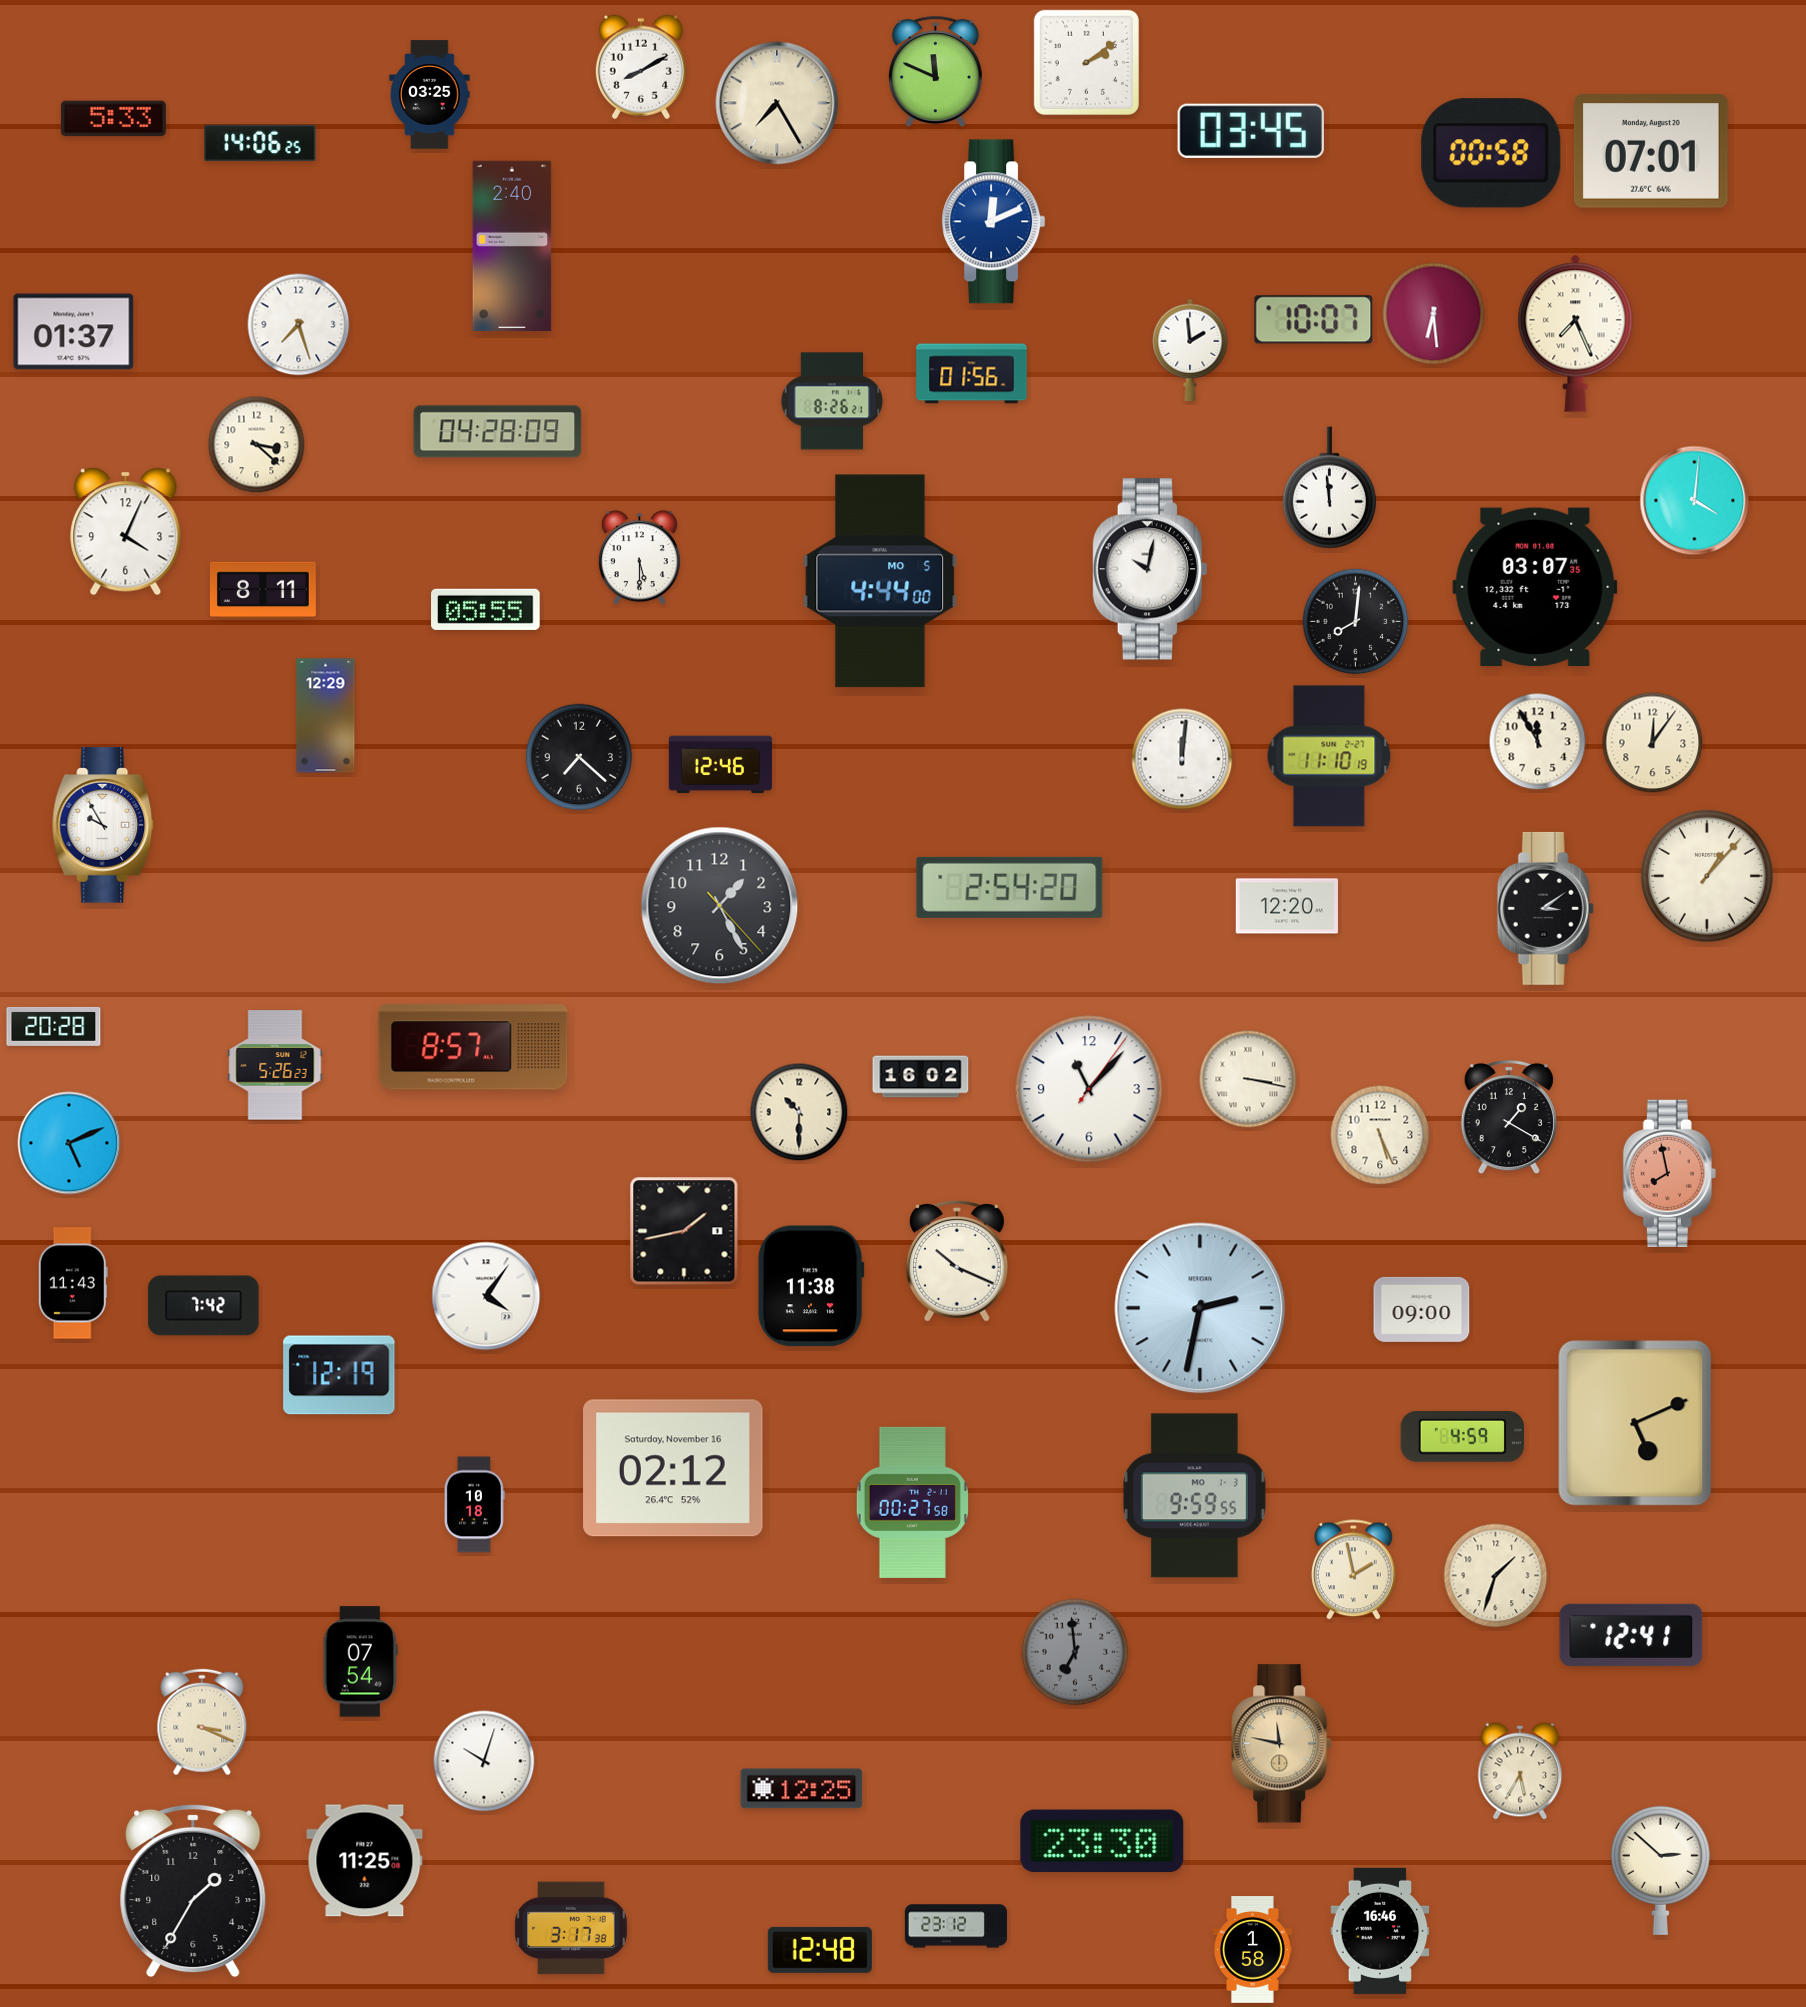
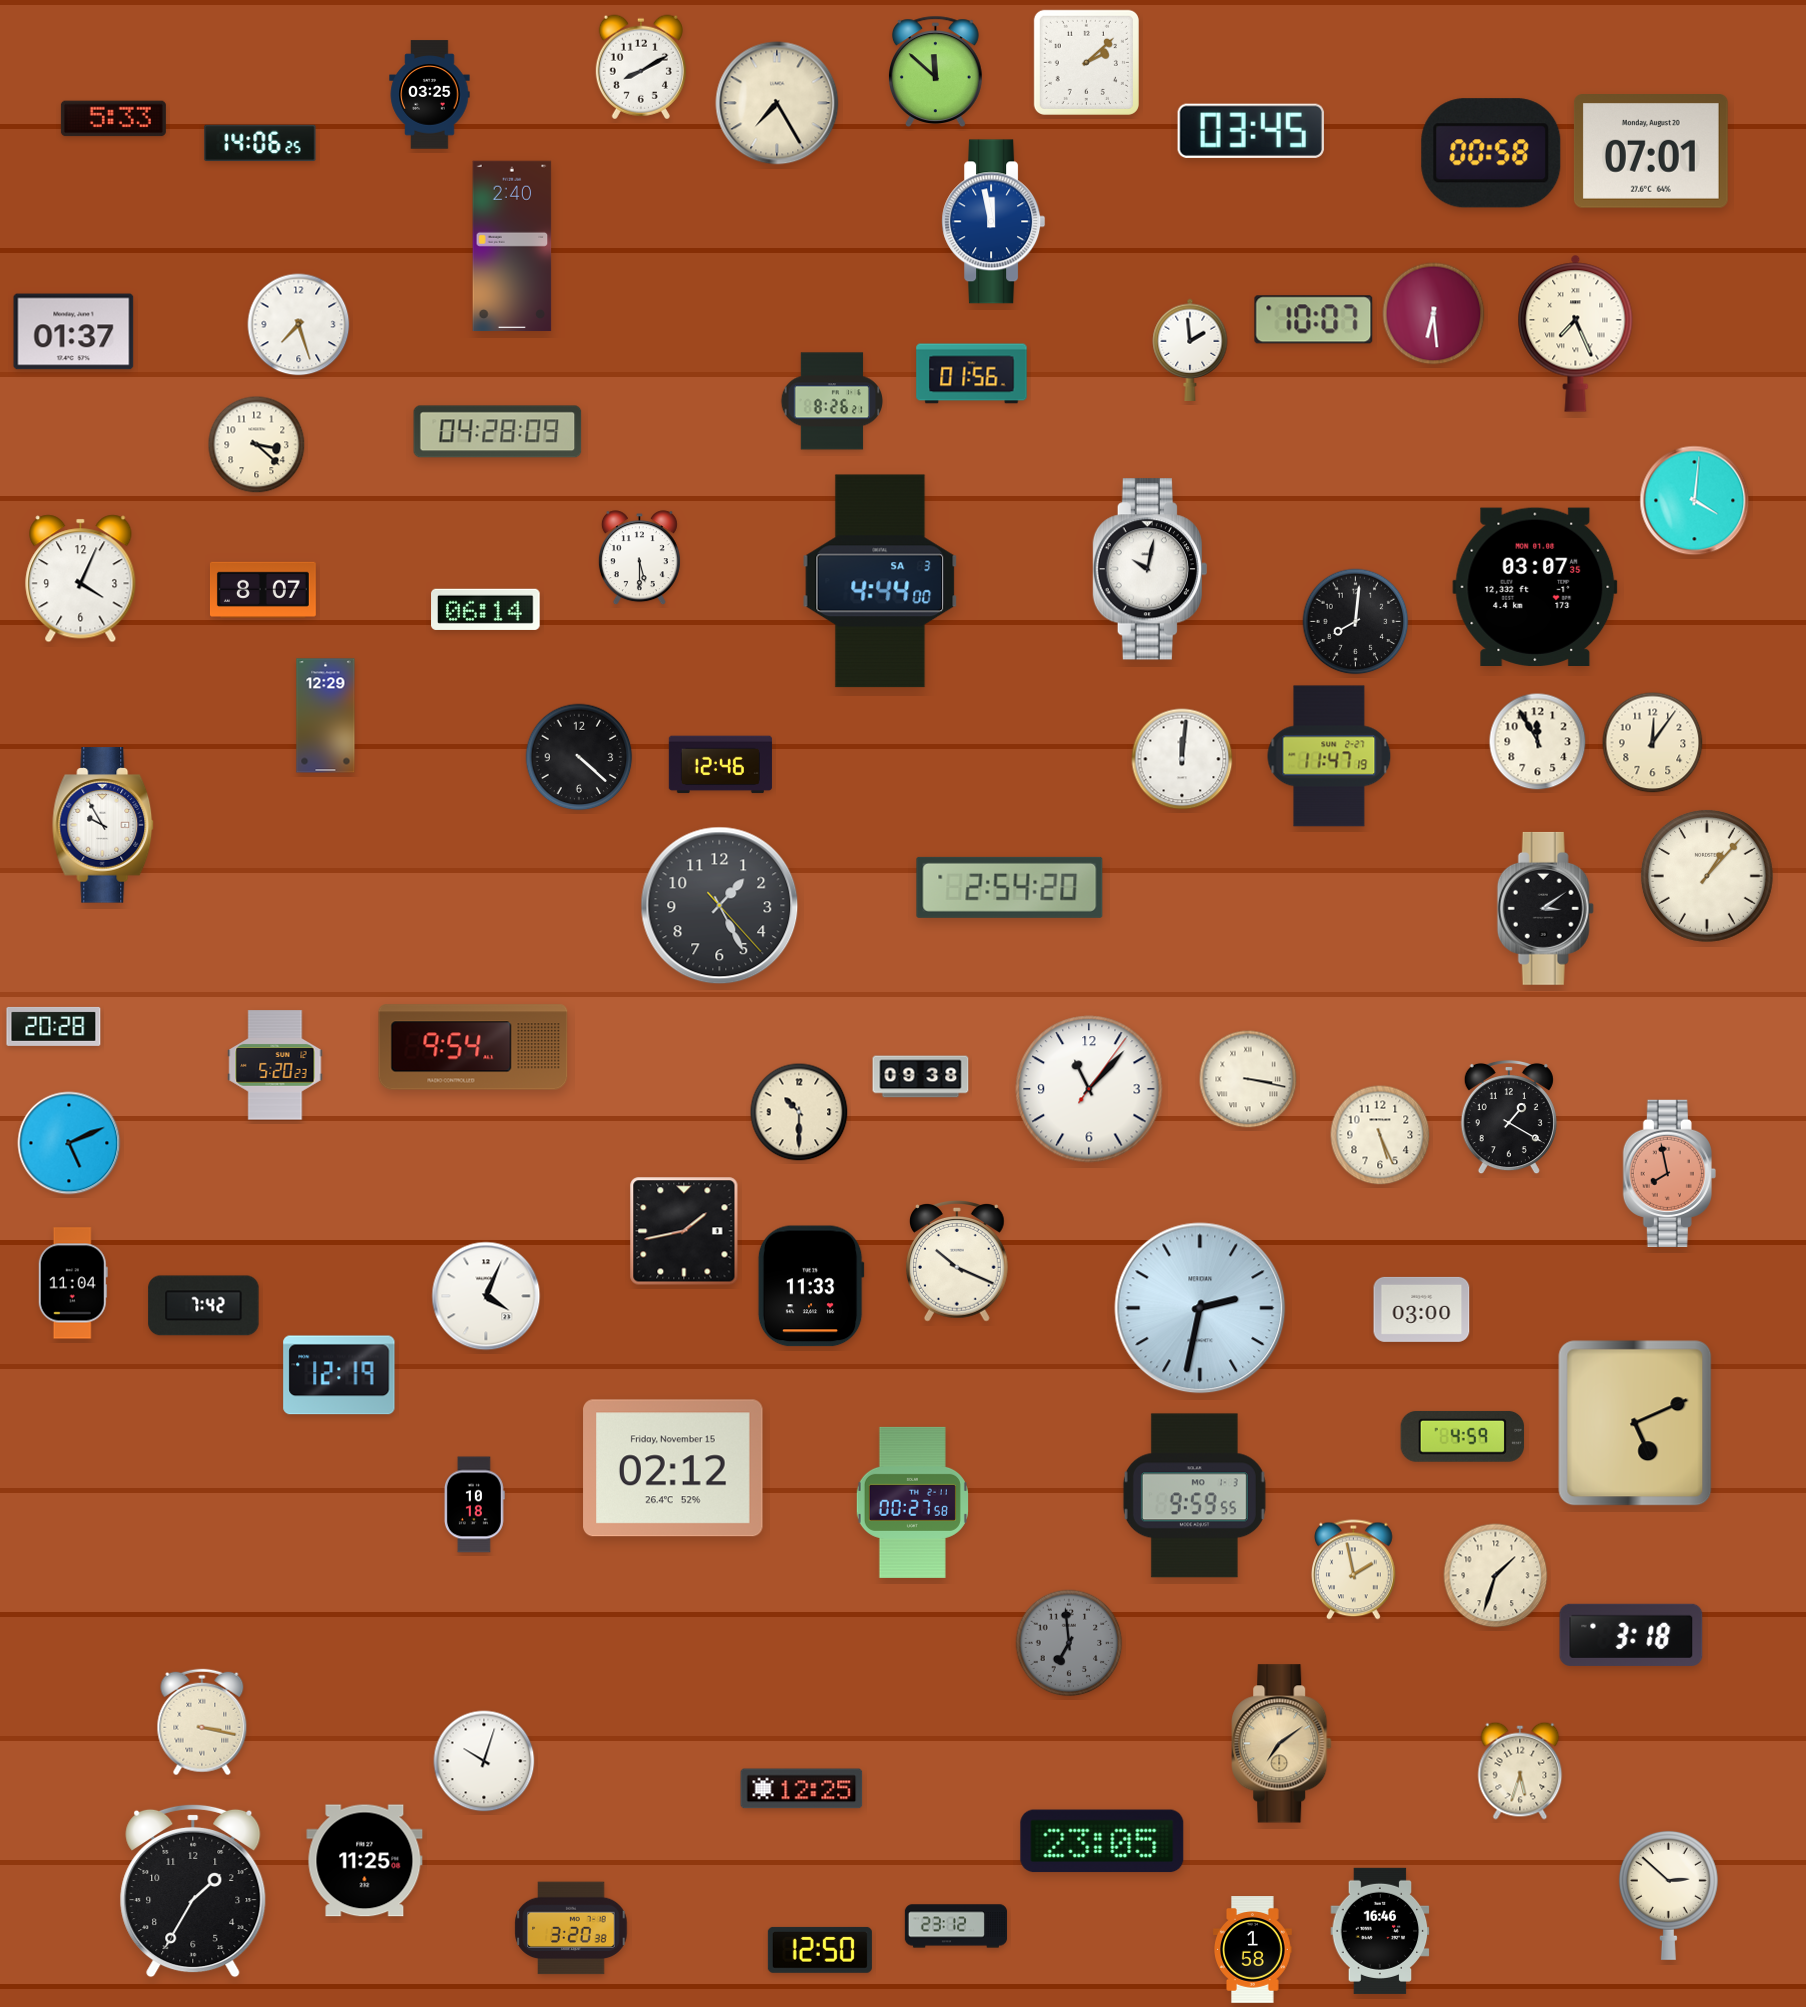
clock at (1086, 62): 2:09 -> 2:08
clock at (935, 71): 11:49 -> 11:52
clock at (994, 222): 12:11 -> 11:58
clock at (1329, 488): 11:59 -> none
clock at (126, 532) position: (126, 532) -> (81, 579)
clock at (880, 581) date: MO 5 -> SA 3
clock at (263, 589): 8:11 -> 8:07
clock at (486, 609): 05:55 -> 06:14
clock at (1329, 756): 11:10 -> 11:47
clock at (579, 757): 7:22 -> 4:22
clock at (1287, 906): 12:20 -> none
clock at (473, 1047): 8:57 -> 9:54
clock at (275, 1065): 5:26 -> 5:20
clock at (921, 1077): 16:02 -> 09:38
clock at (73, 1283): 11:43 -> 11:04
clock at (811, 1286): 11:38 -> 11:33
clock at (486, 1296): 4:06 -> 4:04
clock at (1422, 1309): 09:00 -> 03:00
clock at (673, 1468) date: Saturday, November 16 -> Friday, November 15
clock at (1631, 1635): 12:41 -> 3:18
clock at (1075, 1652) position: (1075, 1652) -> (1069, 1643)
clock at (360, 1662): 07:54 -> none
clock at (202, 1722): 3:19 -> 3:17
clock at (1282, 1744): 11:47 -> 7:09
clock at (1520, 1771): 5:35 -> 5:33
clock at (1102, 1841): 23:30 -> 23:05
clock at (1660, 1870) position: (1660, 1870) -> (1668, 1895)
clock at (571, 1928): 3:17 -> 3:20
clock at (820, 1950): 12:48 -> 12:50
